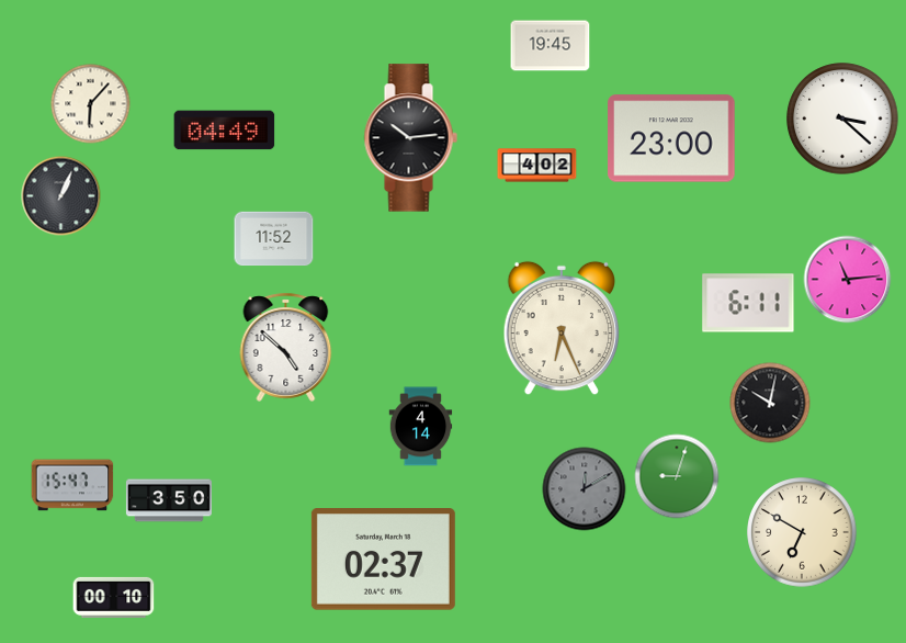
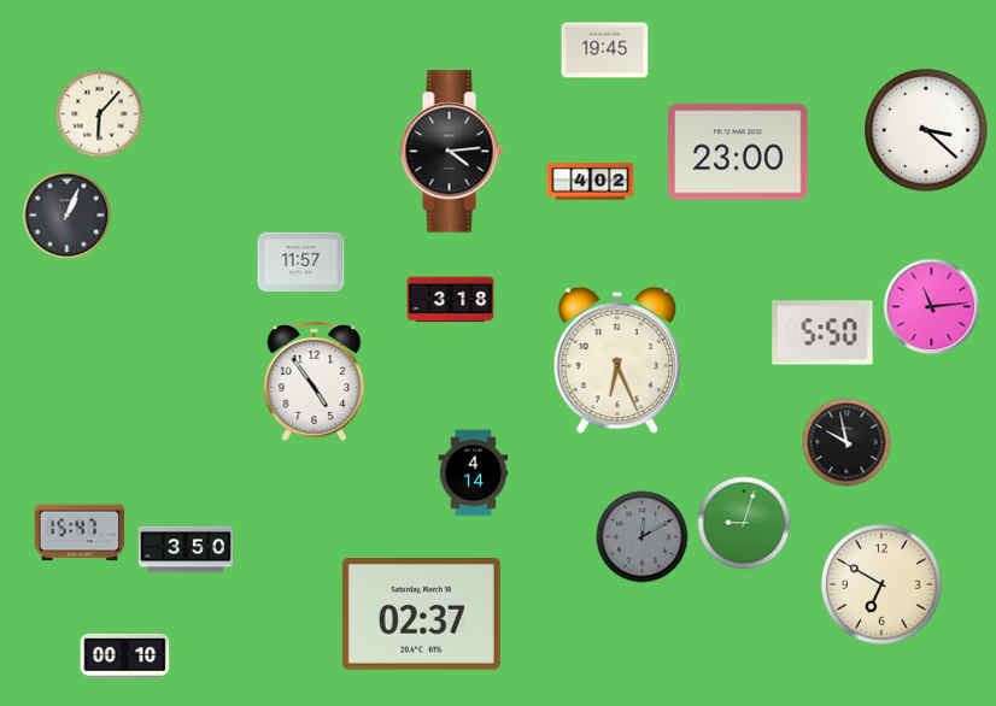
clock at (225, 131): 04:49 -> none
clock at (410, 138): 10:14 -> 4:14
clock at (274, 239): 11:52 -> 11:57
clock at (451, 300): none -> 3:18
clock at (748, 303): 6:11 -> 5:50
clock at (286, 347): 4:52 -> 4:54
clock at (770, 403): 10:02 -> 9:58
clock at (421, 427) position: (421, 427) -> (474, 473)
